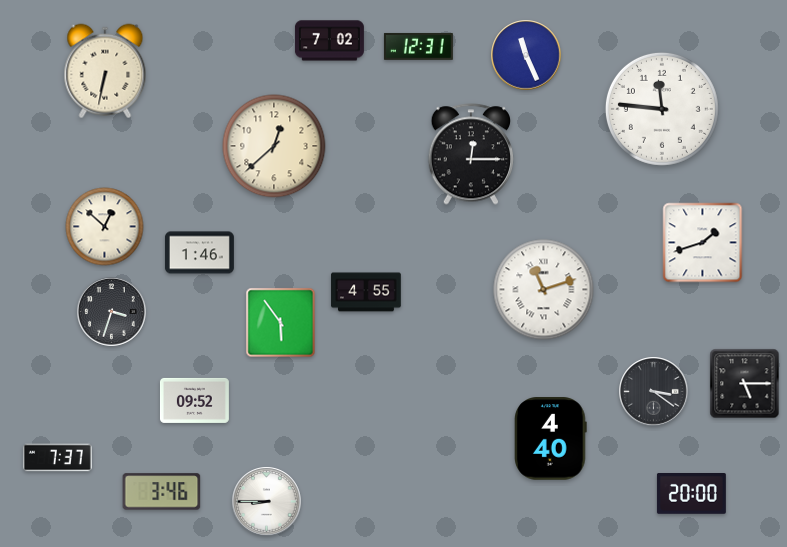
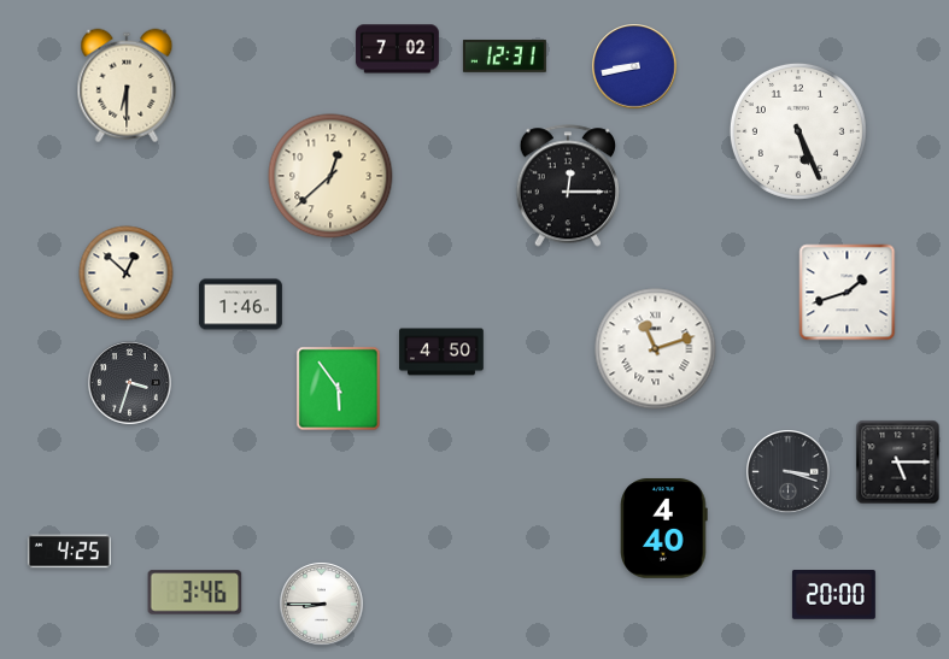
clock at (526, 55): 11:26 -> 8:43
clock at (105, 71): 6:32 -> 6:30
clock at (662, 109): 11:46 -> 5:26
clock at (366, 292): 4:55 -> 4:50
clock at (112, 312) position: (112, 312) -> (130, 383)
clock at (654, 392): 3:21 -> 3:18
clock at (194, 400): 09:52 -> none
clock at (57, 458): 7:37 -> 4:25
